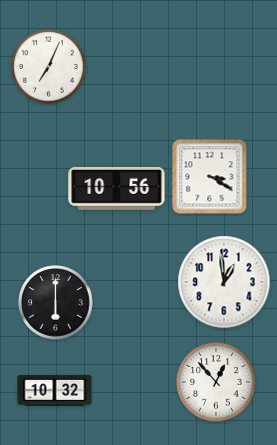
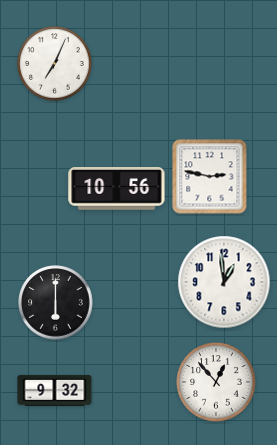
clock at (49, 67) position: (49, 67) -> (55, 64)
clock at (210, 177): 3:20 -> 2:47
clock at (55, 390): 10:32 -> 9:32
